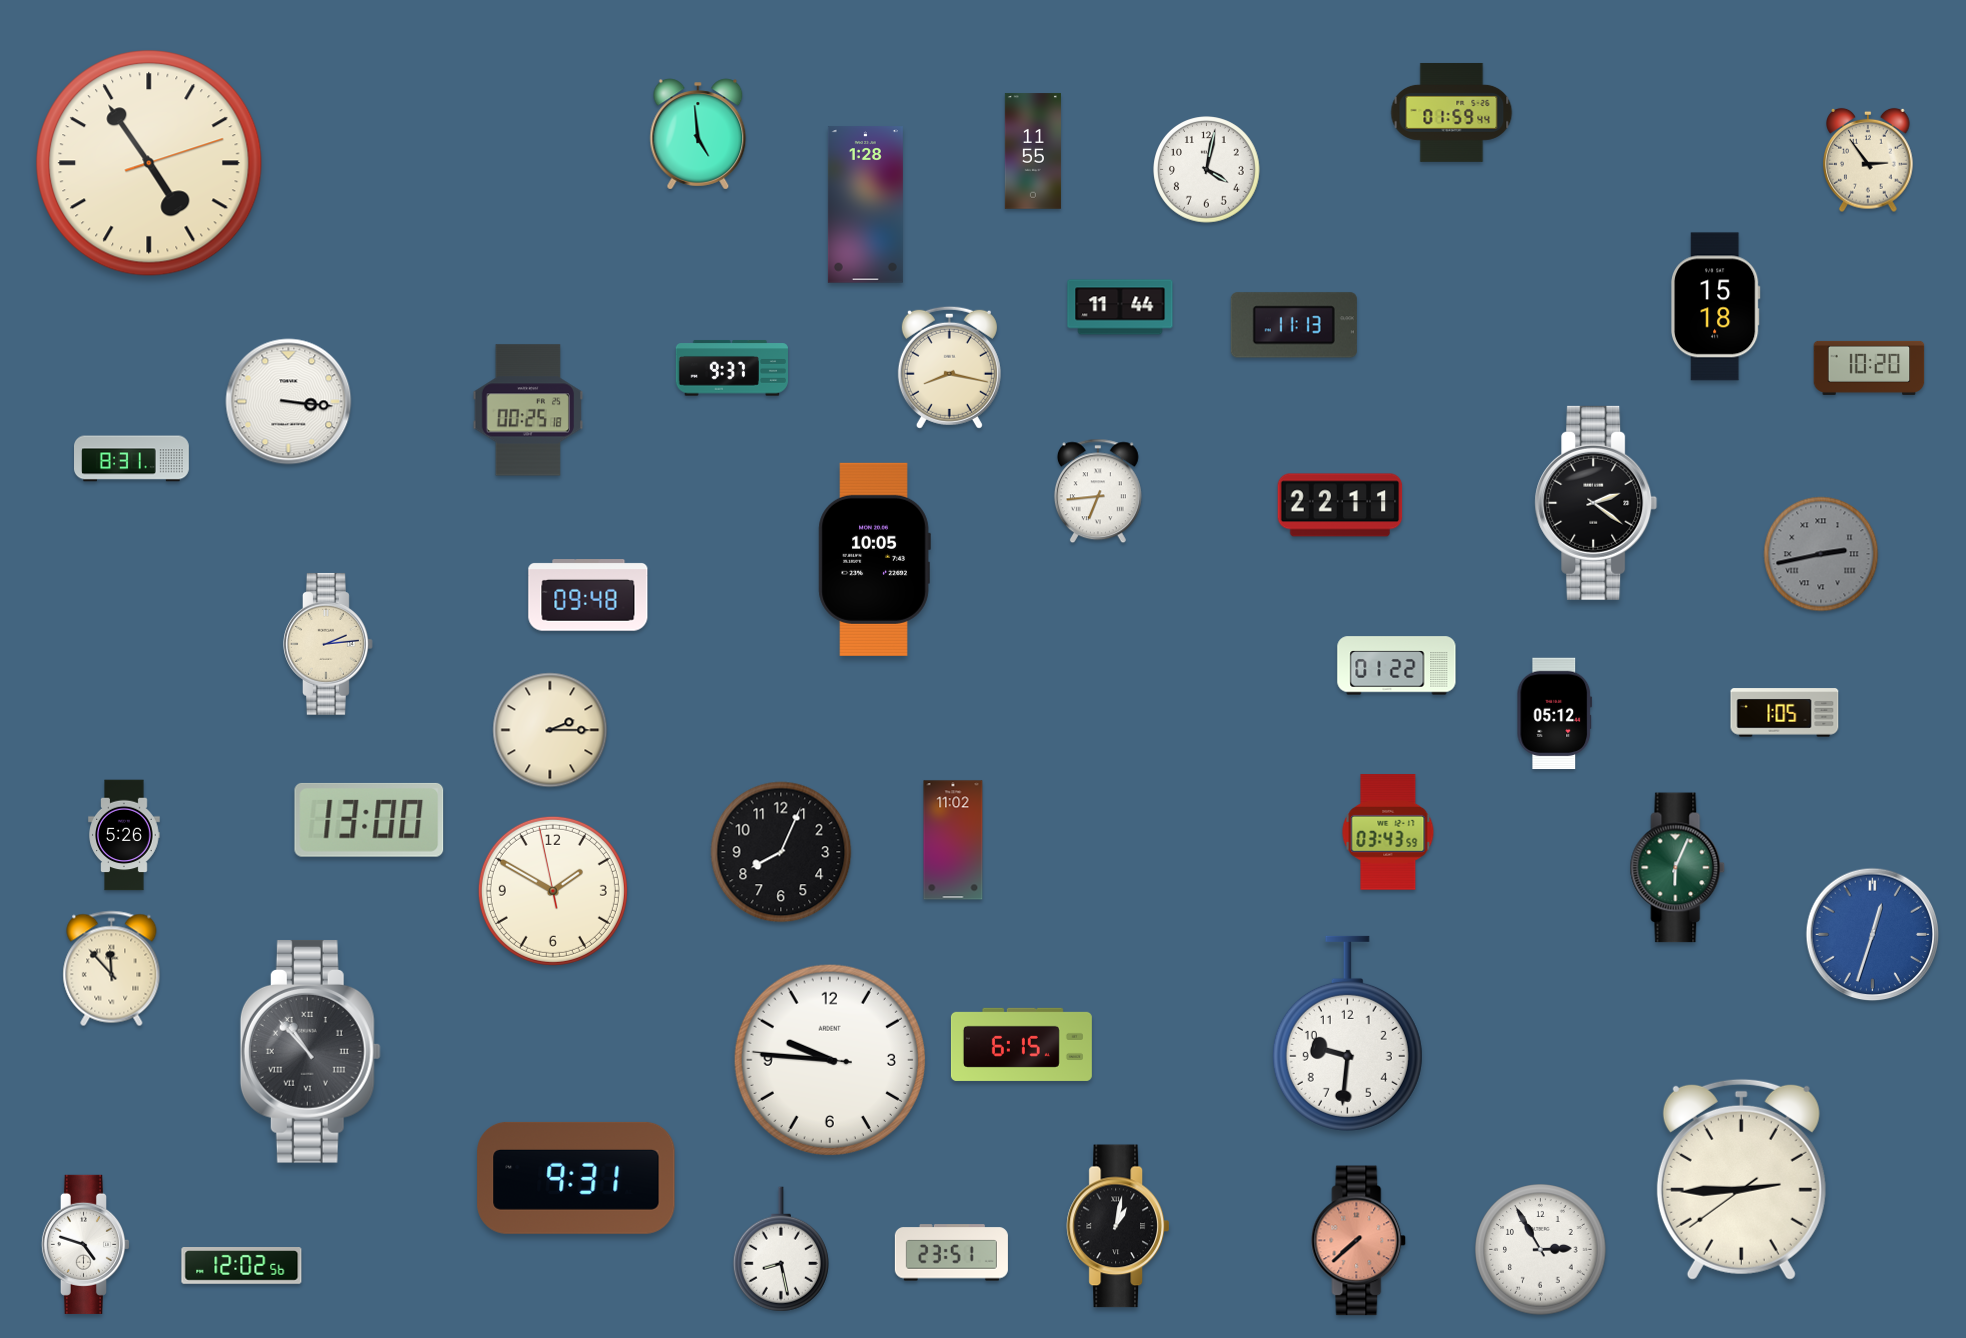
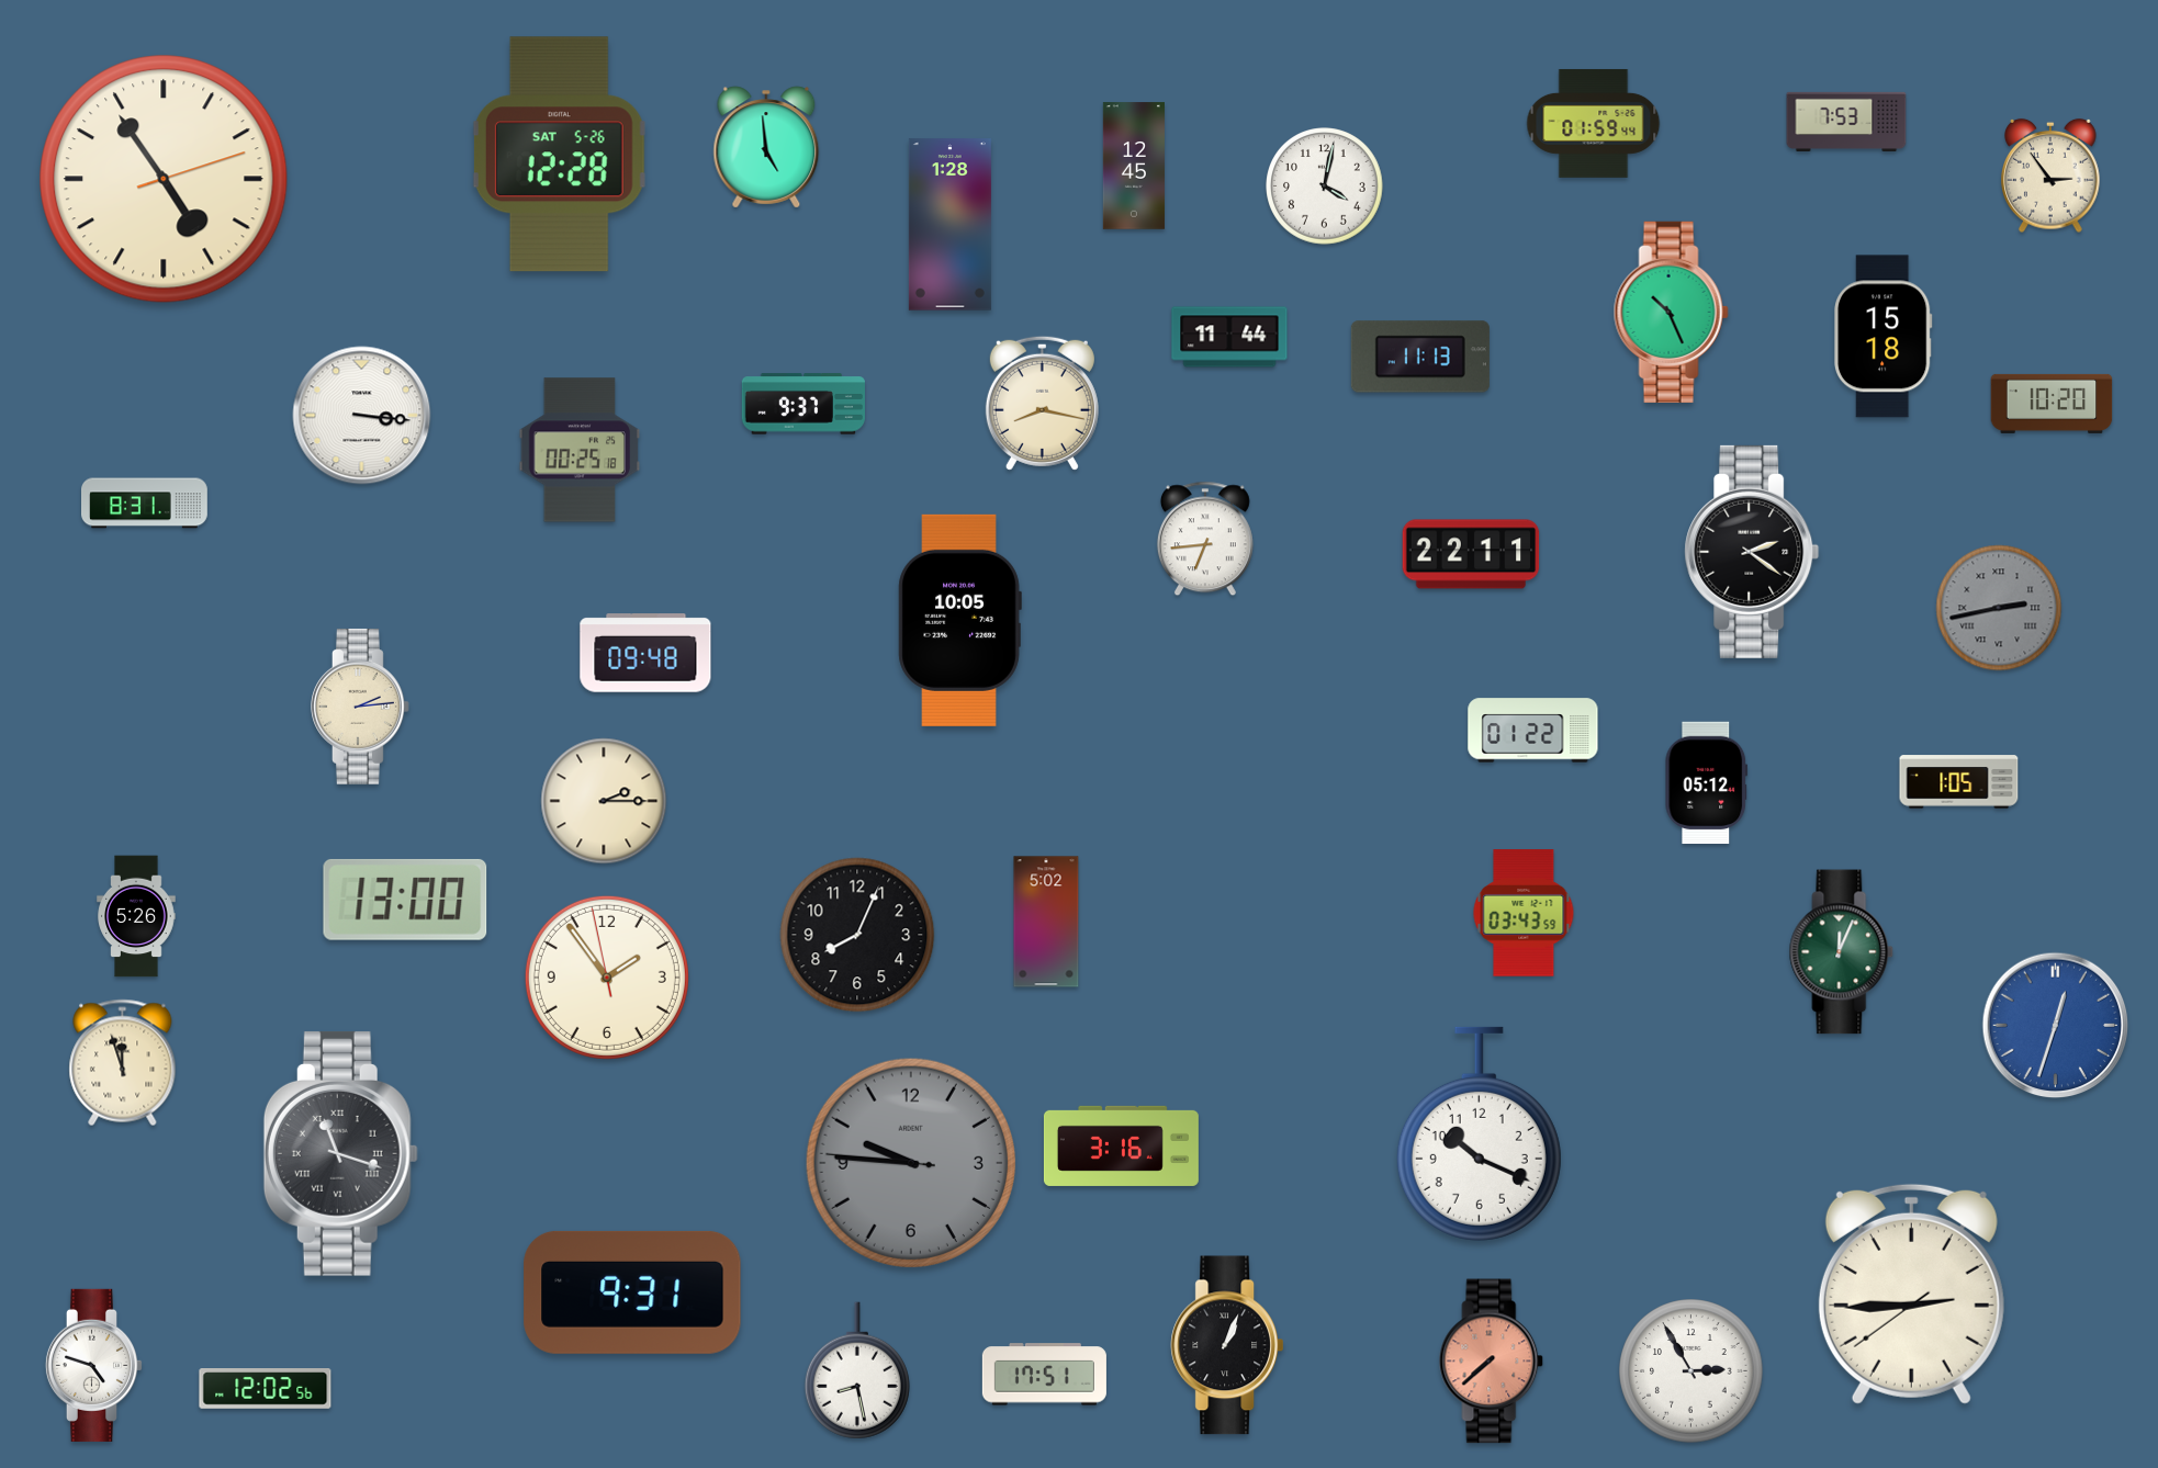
clock at (1846, 122): none -> 7:53
clock at (559, 155): none -> 12:28
clock at (1032, 151): 11:55 -> 12:45
clock at (1671, 312): none -> 10:26
clock at (289, 402) position: (289, 402) -> (362, 416)
clock at (874, 559) position: (874, 559) -> (959, 620)
clock at (953, 840): 11:02 -> 5:02
clock at (1678, 868): 6:04 -> 12:04
clock at (553, 891): 1:49 -> 1:53
clock at (112, 969): 11:53 -> 11:57
clock at (1347, 1033): 9:31 -> 10:19
clock at (1021, 1044): 6:15 -> 3:16
clock at (310, 1051): 10:53 -> 11:18
clock at (830, 1060) dial: white -> grey
clock at (1117, 1226): 1:02 -> 1:04
clock at (951, 1253): 23:51 -> 17:51
